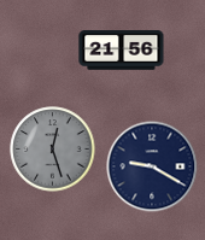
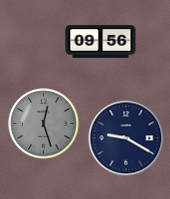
clock at (122, 51): 21:56 -> 09:56
